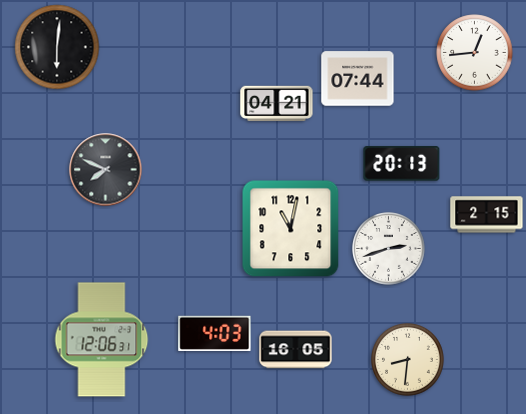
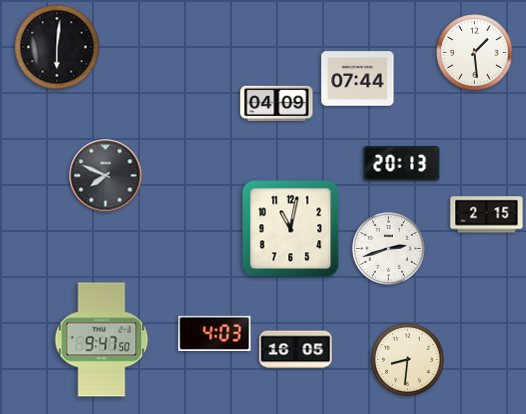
clock at (475, 53): 12:44 -> 1:29
clock at (277, 103): 04:21 -> 04:09
clock at (106, 170) position: (106, 170) -> (106, 176)
clock at (102, 340): 12:06 -> 9:47
